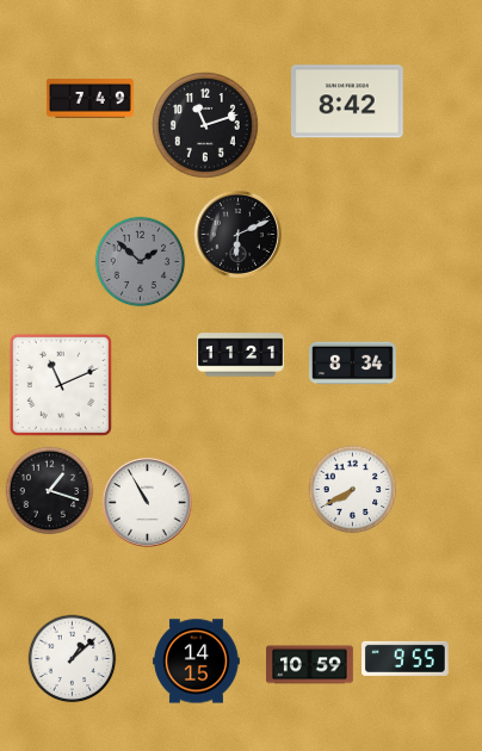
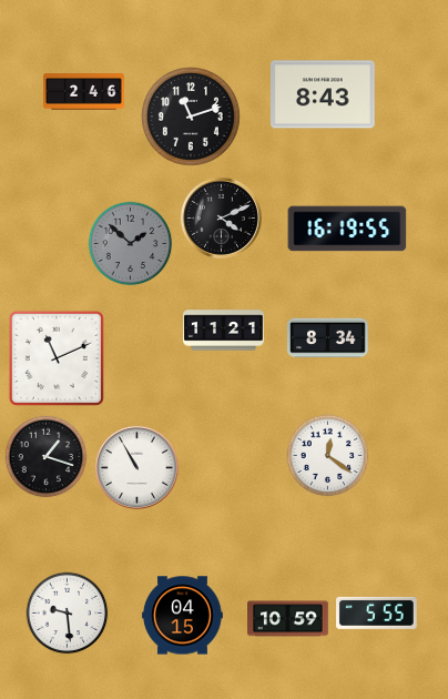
clock at (91, 99): 7:49 -> 2:46
clock at (348, 101): 8:42 -> 8:43
clock at (237, 234): 6:11 -> 4:11
clock at (347, 229): none -> 16:19
clock at (353, 490): 7:40 -> 12:21
clock at (406, 658): 9:55 -> 5:55
clock at (73, 659): 1:08 -> 9:29
clock at (197, 662): 14:15 -> 04:15
